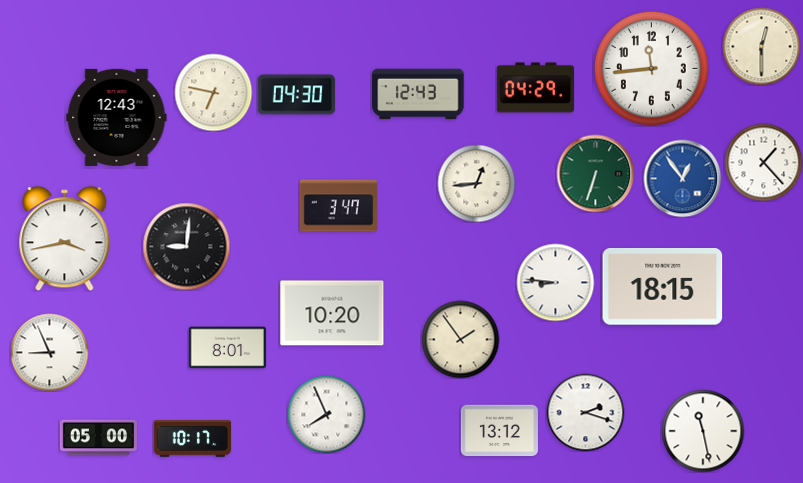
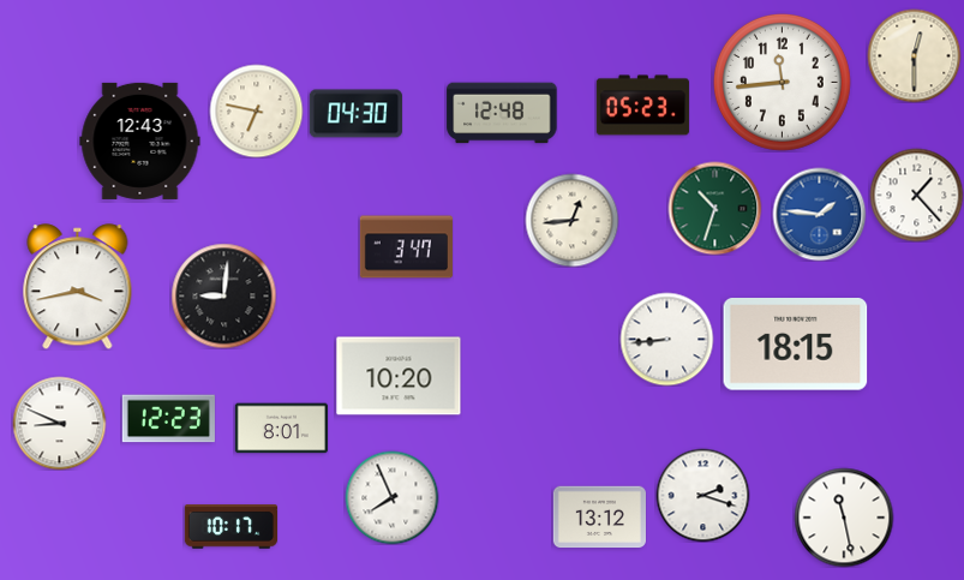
clock at (535, 88): 04:29 -> 05:23
clock at (418, 94): 12:43 -> 12:48
clock at (595, 173): 6:33 -> 10:33
clock at (682, 178): 12:54 -> 1:46
clock at (555, 282): 8:46 -> 8:44
clock at (460, 339): 1:54 -> none
clock at (227, 348) position: (227, 348) -> (281, 429)
clock at (168, 419): none -> 12:23
clock at (49, 352): 8:56 -> 8:49
clock at (98, 438): 05:00 -> none
